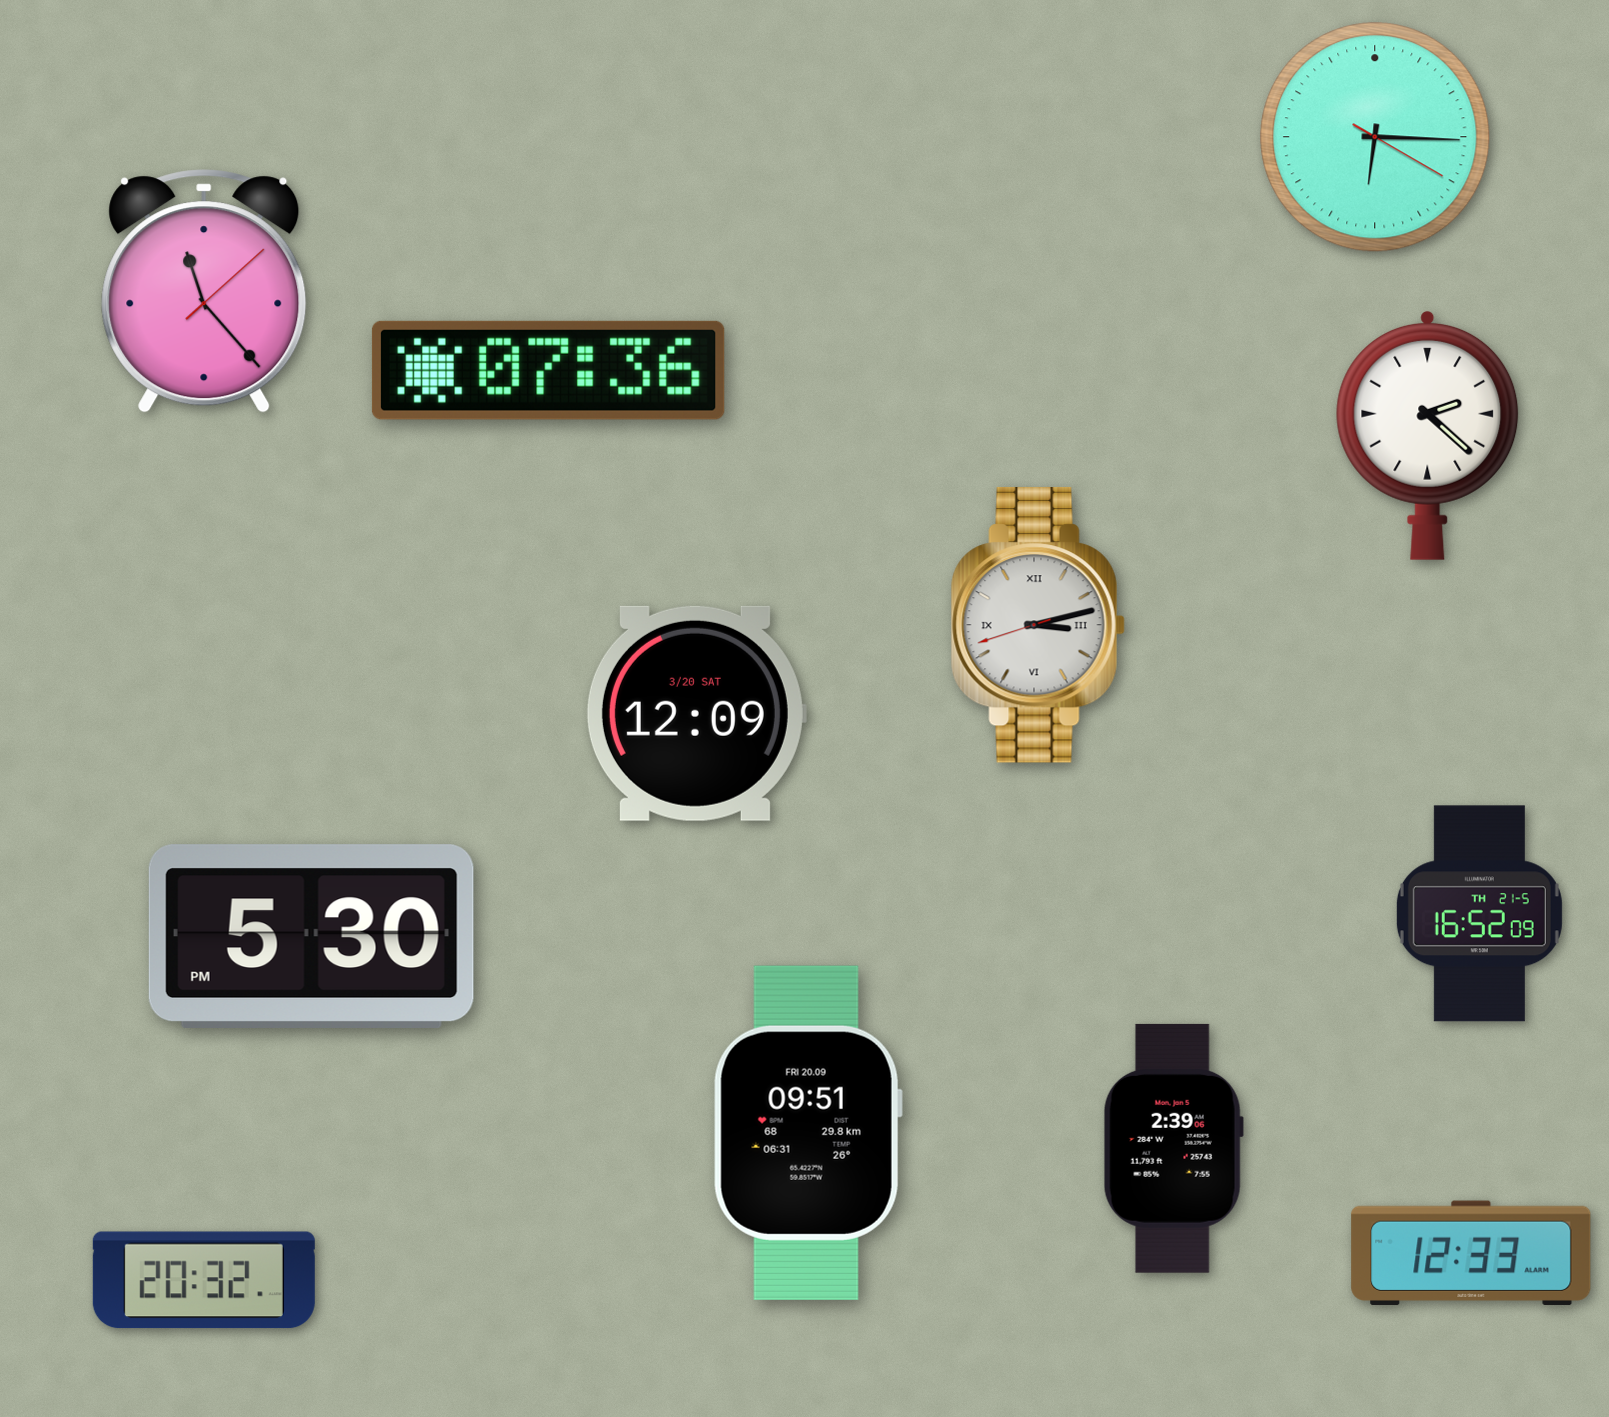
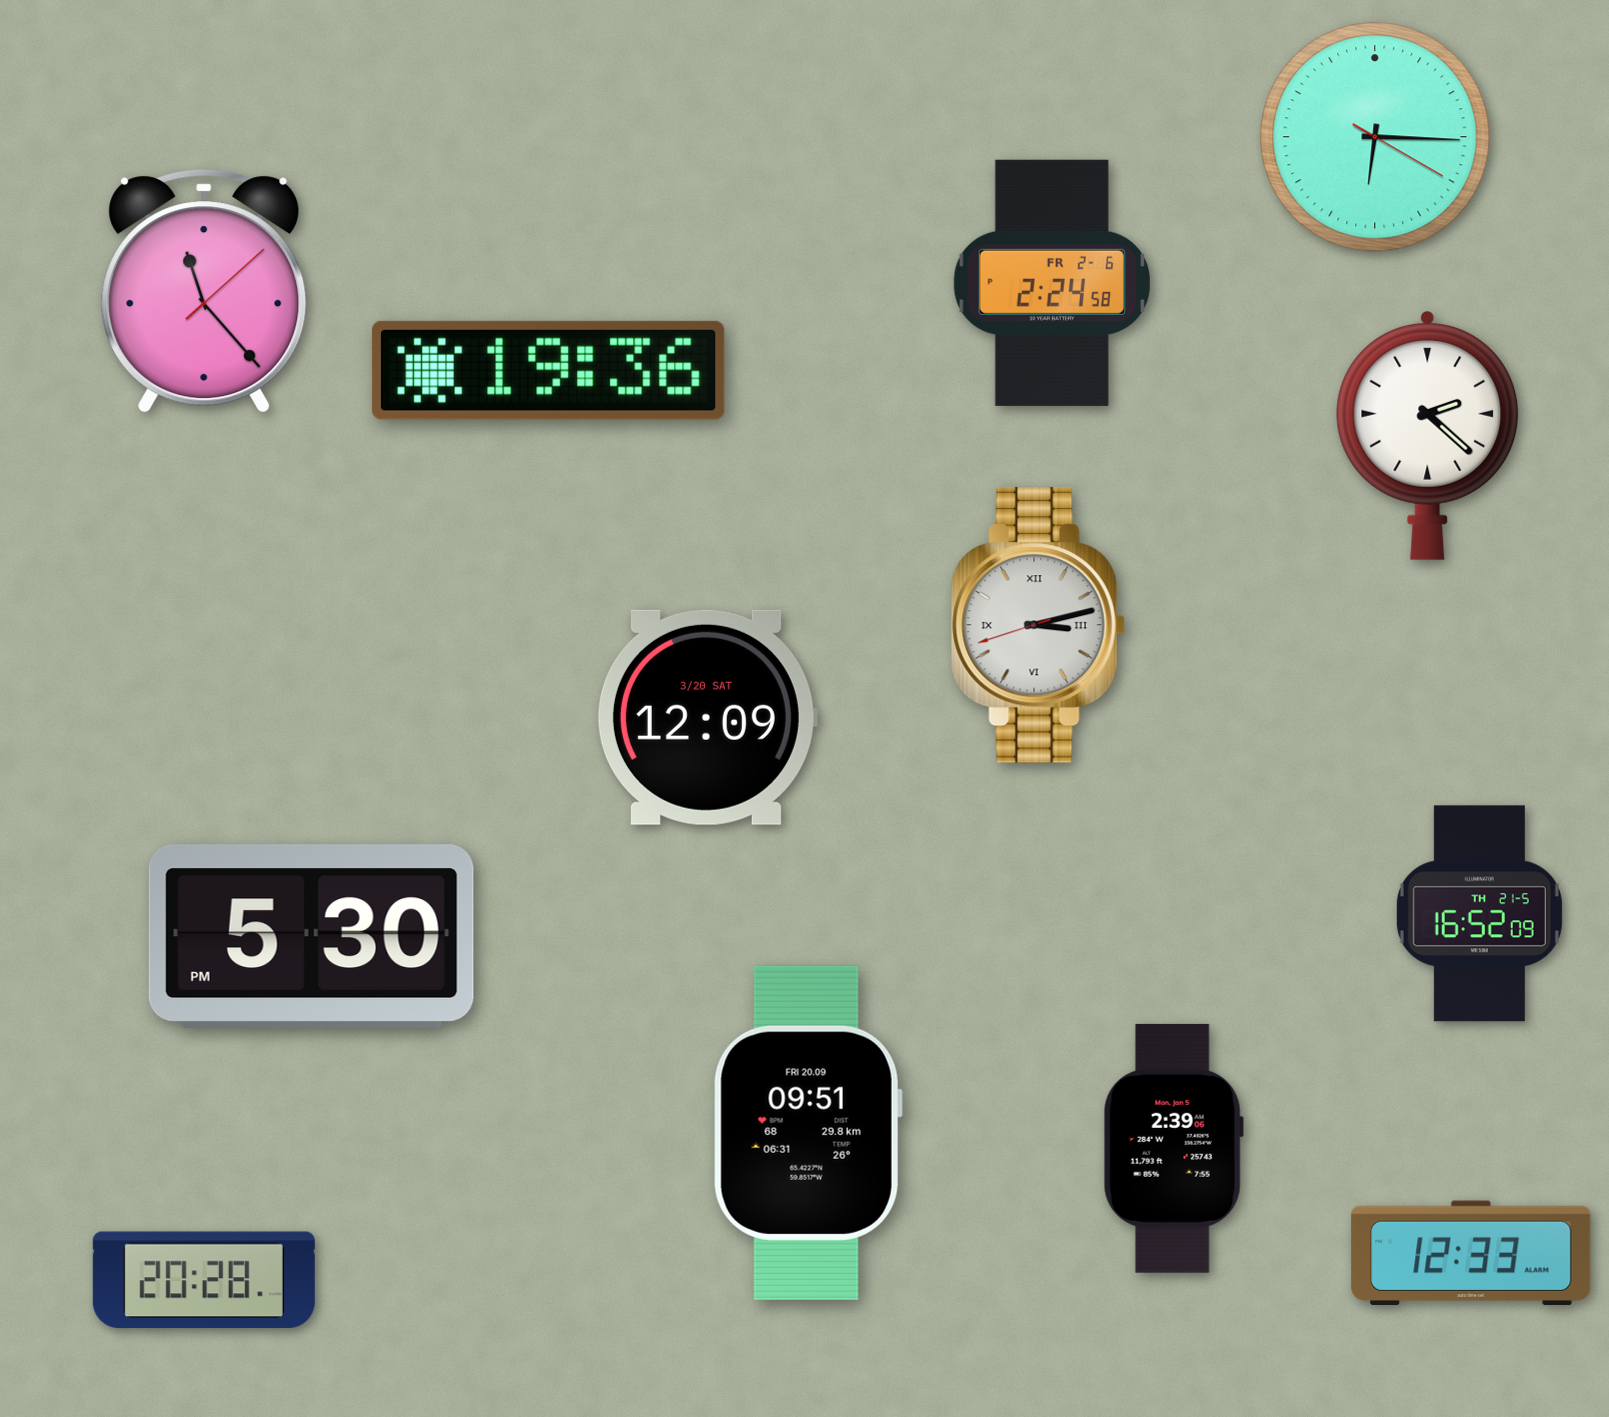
clock at (1052, 283): none -> 2:24
clock at (548, 370): 07:36 -> 19:36
clock at (696, 713) position: (696, 713) -> (707, 717)
clock at (204, 1280): 20:32 -> 20:28
